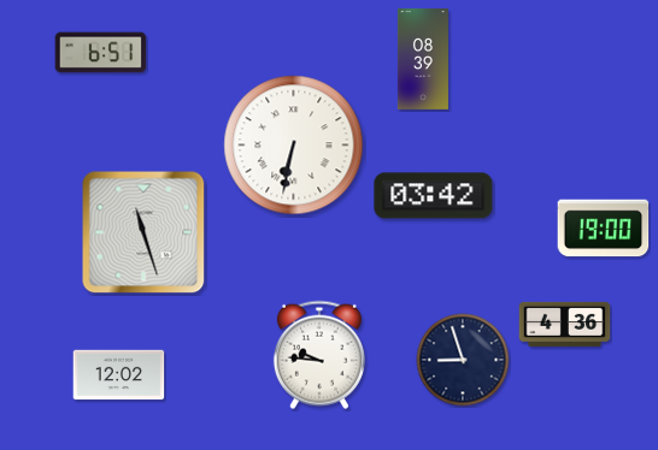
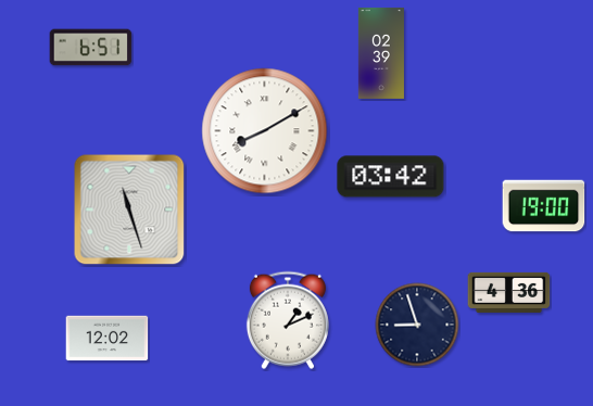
clock at (423, 59): 08:39 -> 02:39
clock at (294, 146): 6:32 -> 8:10
clock at (319, 355): 9:46 -> 1:11
